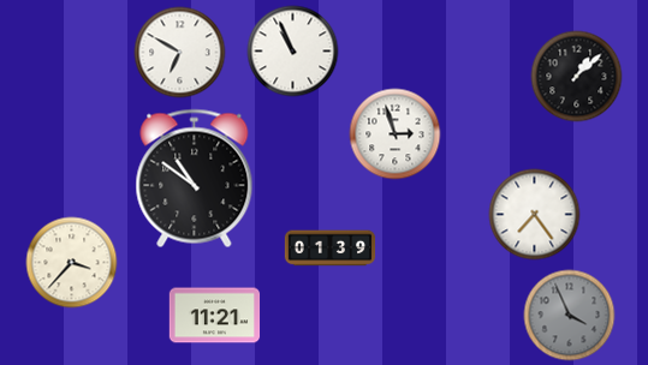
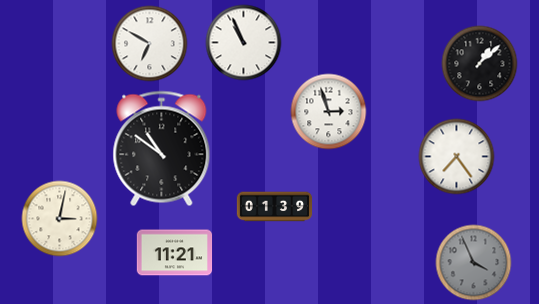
clock at (535, 215) position: (535, 215) -> (457, 157)
clock at (72, 263): 3:37 -> 3:02
clock at (215, 316) position: (215, 316) -> (175, 253)
